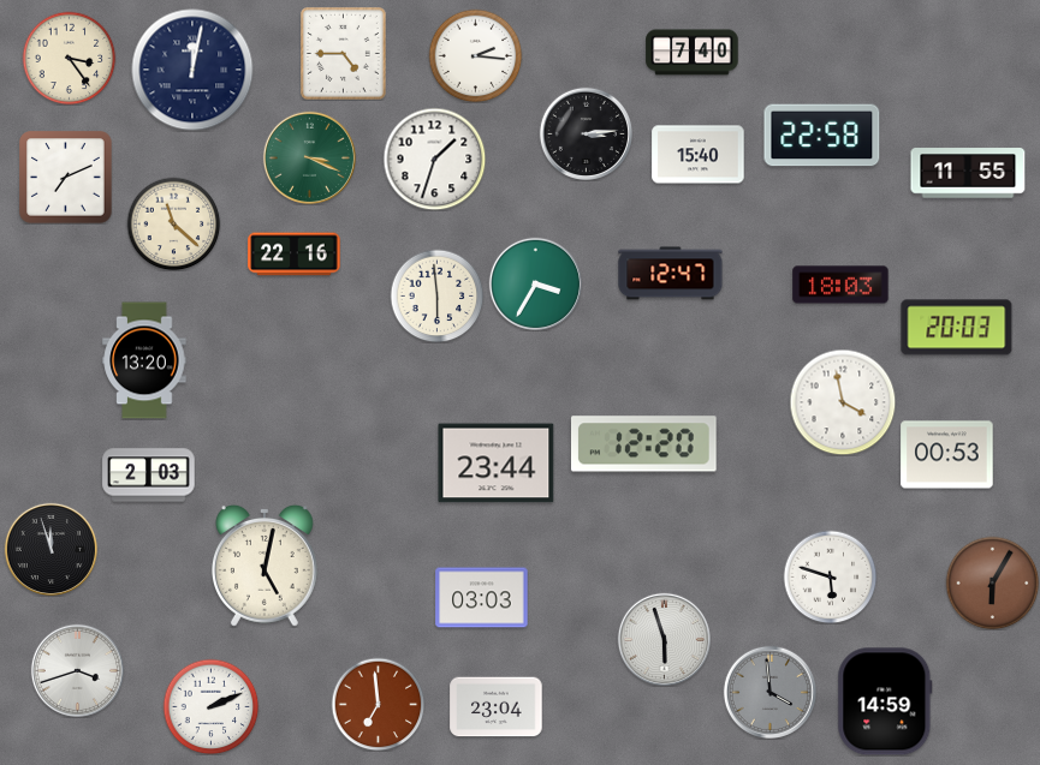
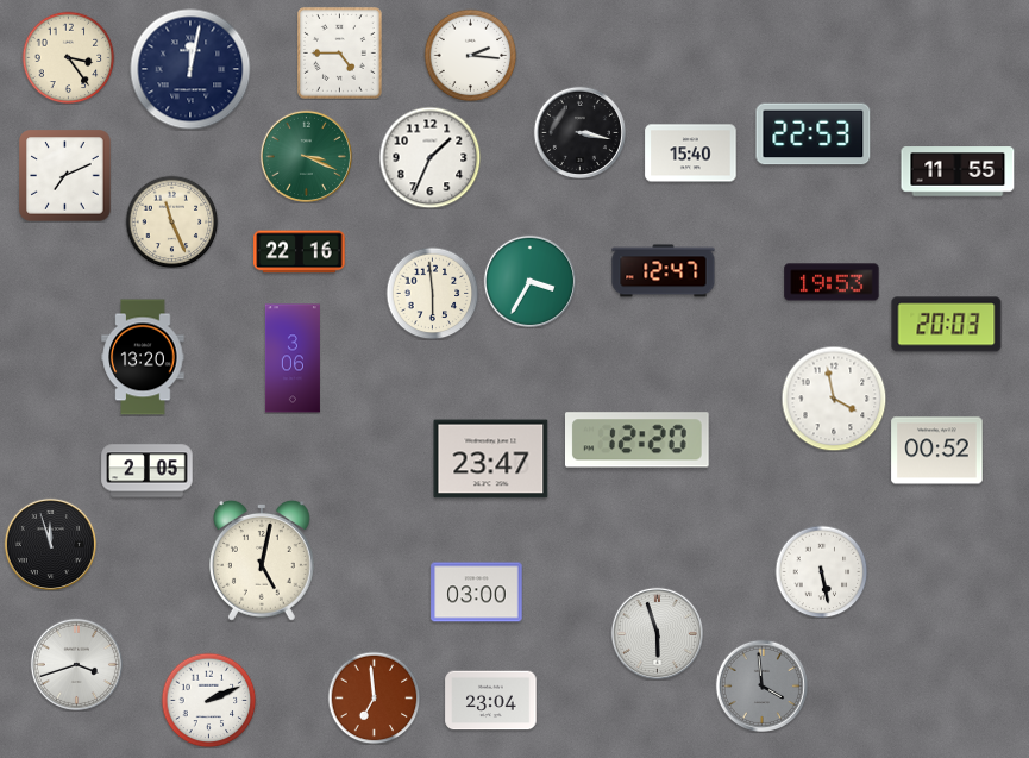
clock at (693, 53): 7:40 -> none
clock at (586, 133): 3:14 -> 3:17
clock at (822, 136): 22:58 -> 22:53
clock at (434, 159): 1:33 -> 1:34
clock at (173, 223): 11:22 -> 11:26
clock at (295, 255) position: (295, 255) -> (300, 252)
clock at (840, 285): 18:03 -> 19:53
clock at (293, 358): none -> 3:06
clock at (947, 455): 00:53 -> 00:52
clock at (497, 464): 23:44 -> 23:47
clock at (149, 476): 2:03 -> 2:05
clock at (830, 576): 5:48 -> 5:28
clock at (992, 582): 6:05 -> none
clock at (482, 598): 03:03 -> 03:00
clock at (885, 701): 14:59 -> none
